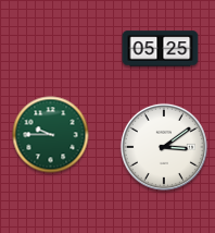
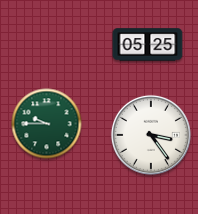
clock at (164, 147): 3:09 -> 3:24
